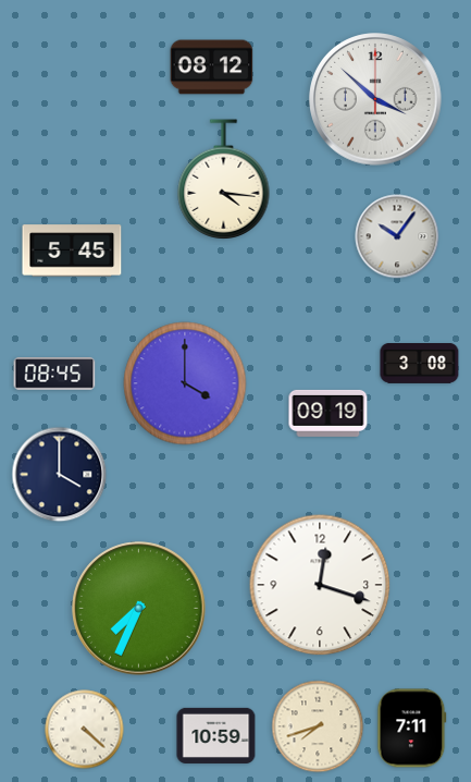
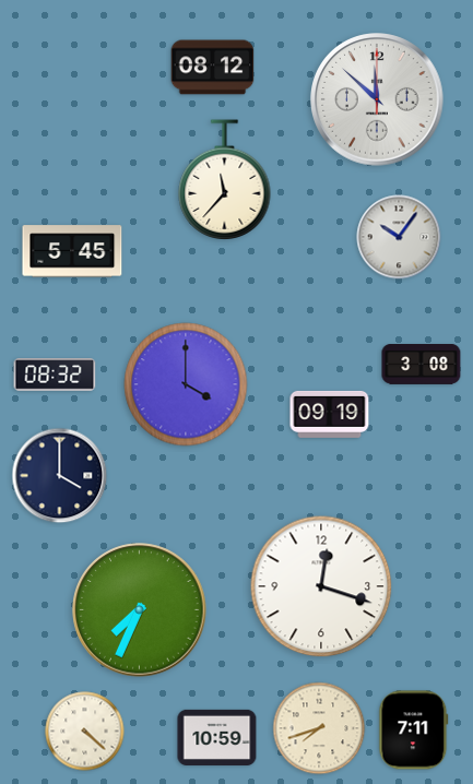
clock at (375, 99): 3:52 -> 11:52
clock at (224, 180): 4:16 -> 11:37
clock at (54, 375): 08:45 -> 08:32
